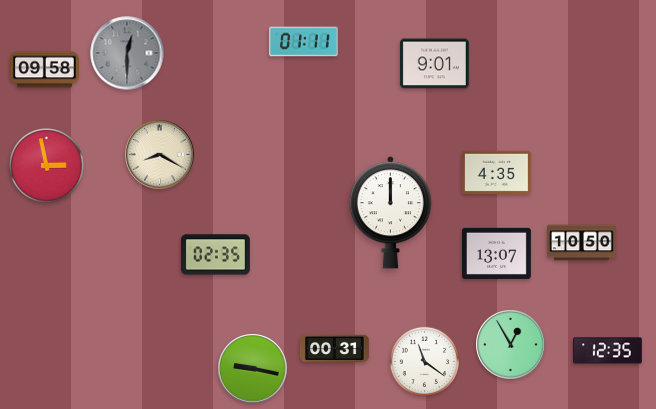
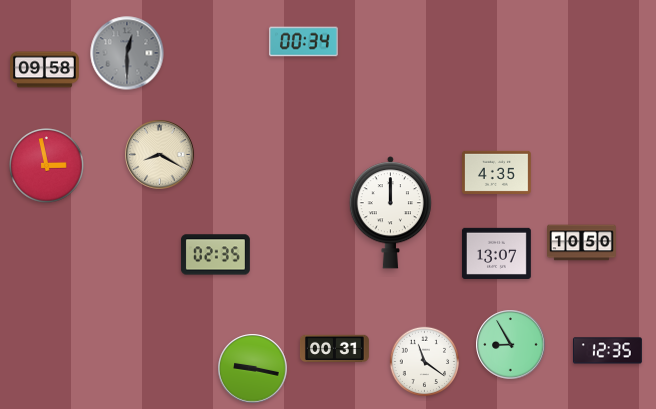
clock at (303, 42): 01:11 -> 00:34
clock at (434, 64): 9:01 -> none
clock at (511, 345): 12:55 -> 8:55
